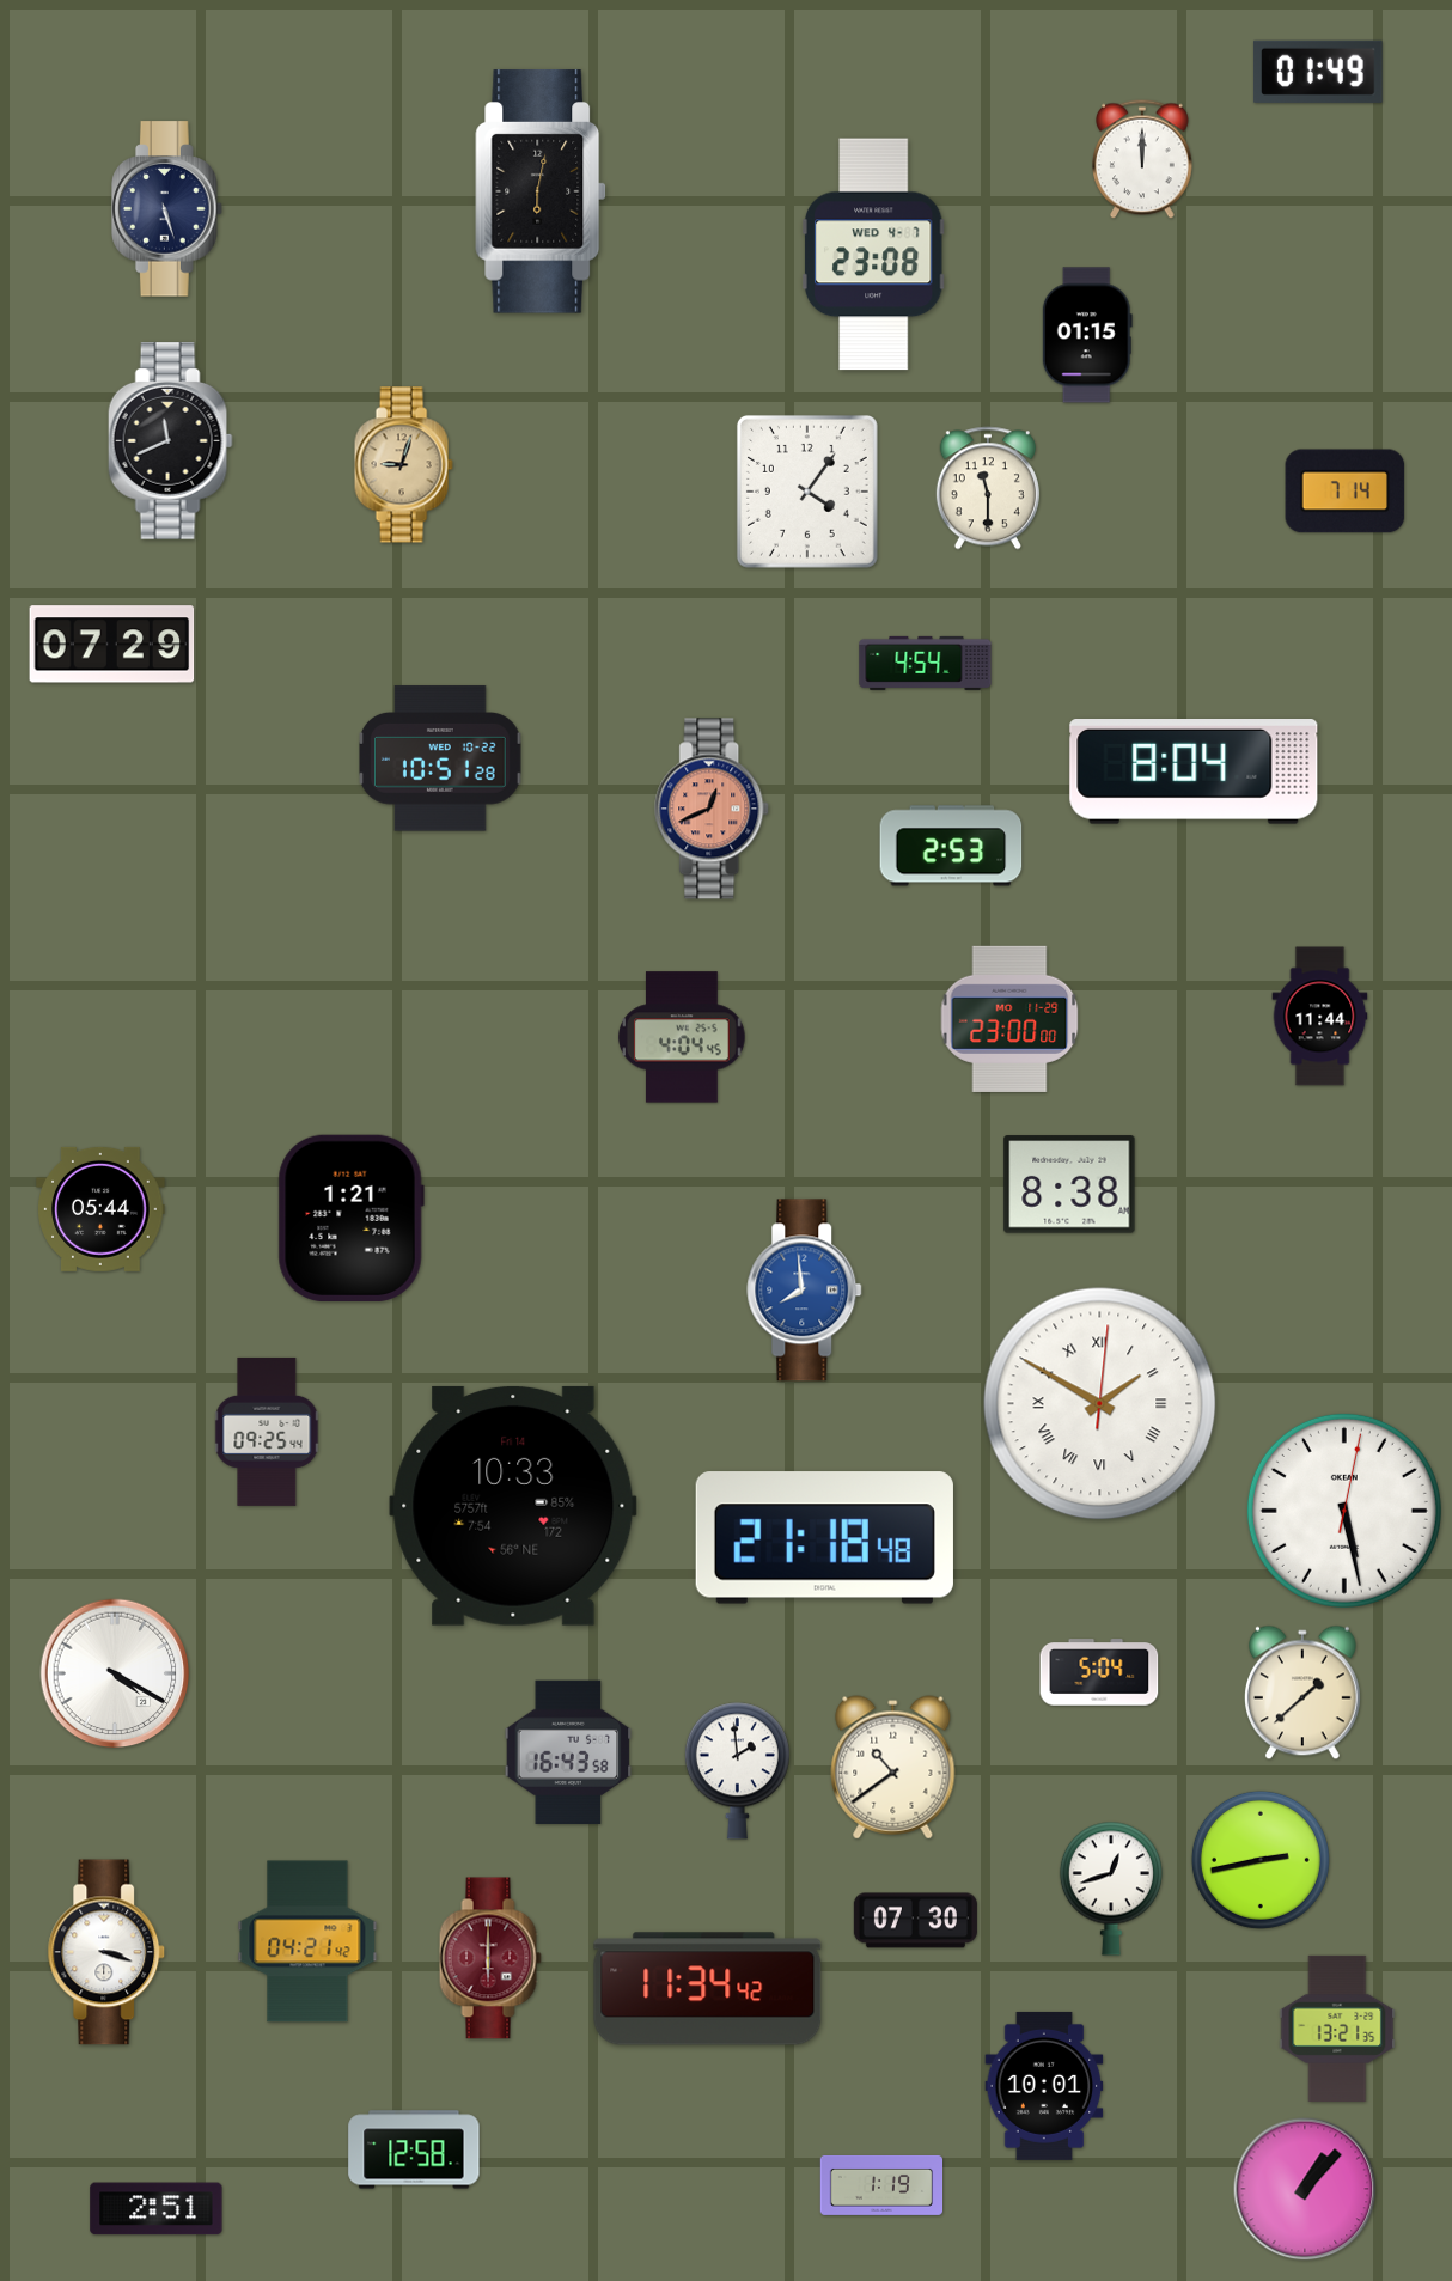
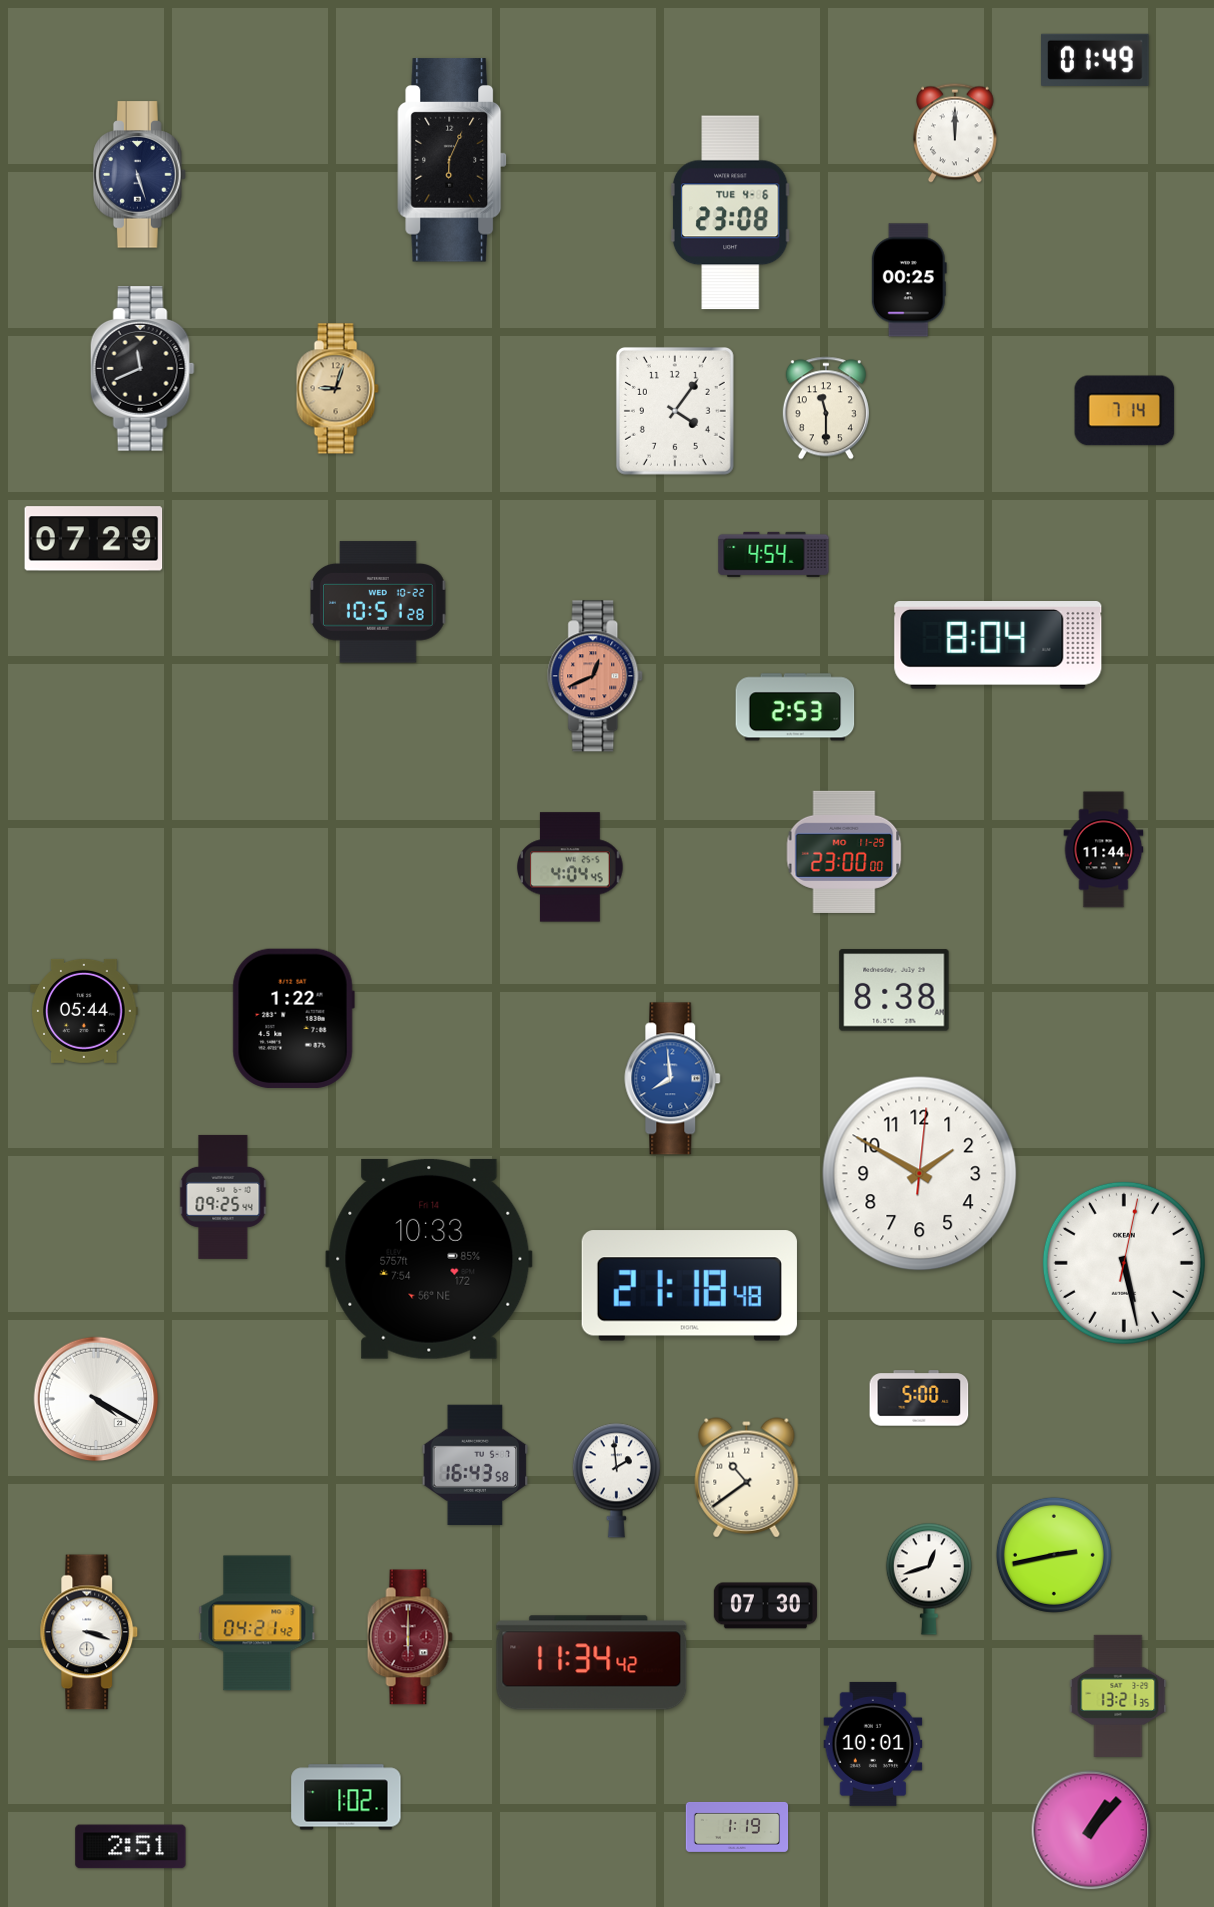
clock at (1318, 72) position: (1318, 72) -> (1095, 60)
clock at (541, 191): 6:02 -> 6:04
clock at (873, 255) date: WED 4-7 -> TUE 4-6
clock at (1087, 335): 01:15 -> 00:25
clock at (441, 758) position: (441, 758) -> (379, 602)
clock at (350, 1218): 1:21 -> 1:22
clock at (1100, 1404) numerals: Roman -> Arabic
clock at (1099, 1672): 5:04 -> 5:00
clock at (1302, 1693): 1:38 -> none
clock at (414, 2149): 12:58 -> 1:02
